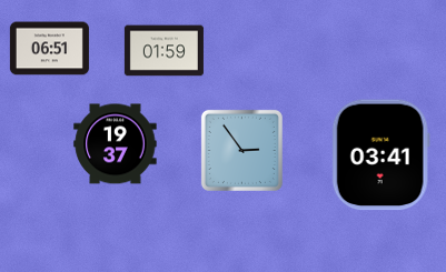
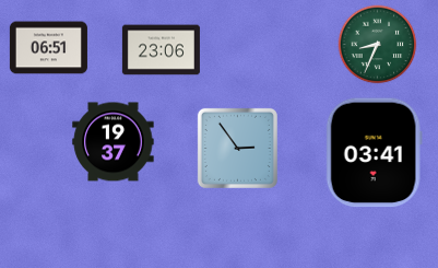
clock at (378, 45): none -> 8:34
clock at (163, 51): 01:59 -> 23:06
